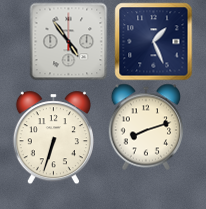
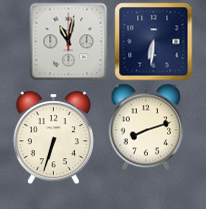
clock at (68, 41): 4:54 -> 11:02
clock at (153, 41): 1:26 -> 6:31
